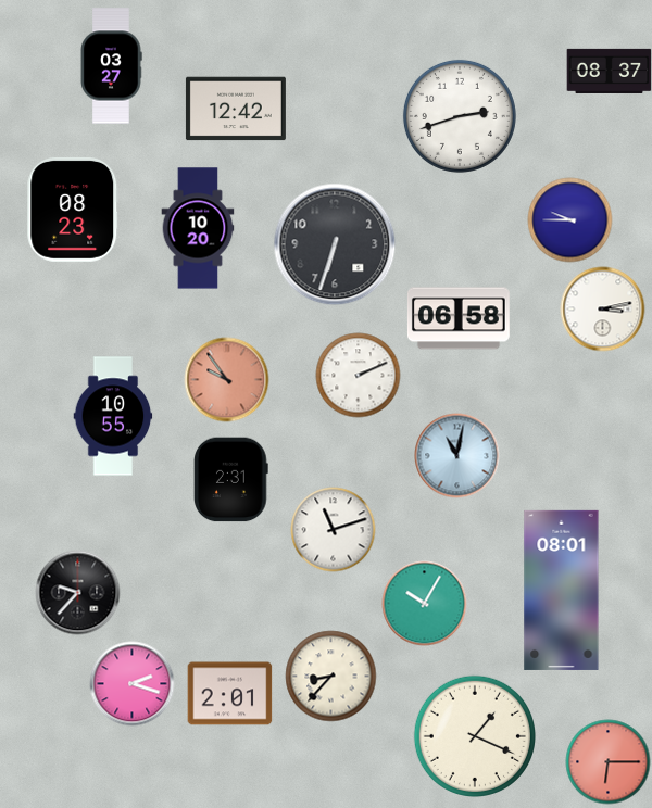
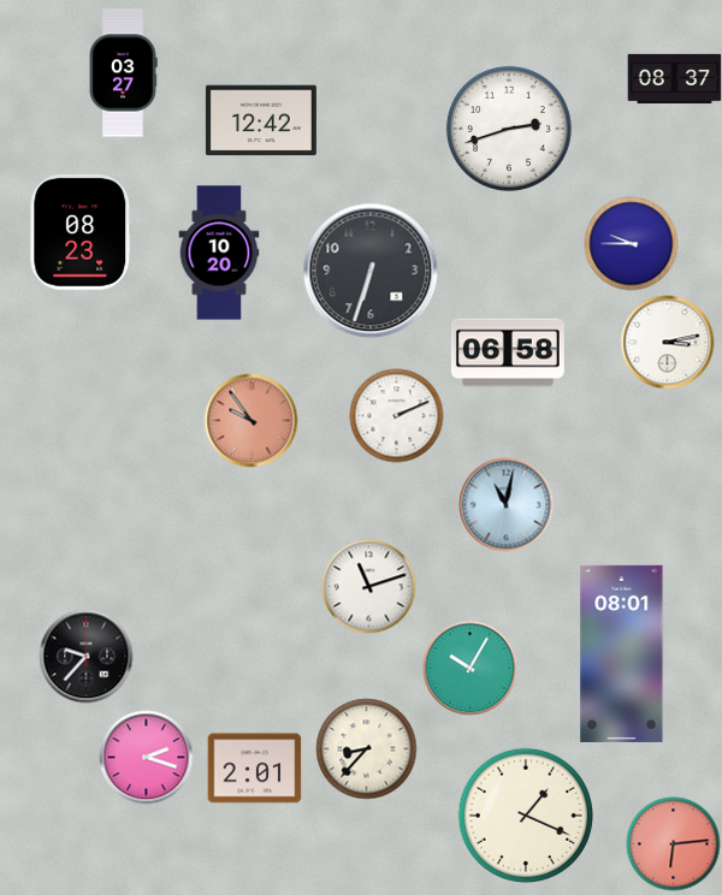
clock at (113, 416): 10:55 -> none
clock at (231, 479): 2:31 -> none
clock at (607, 761): 6:15 -> 6:14
